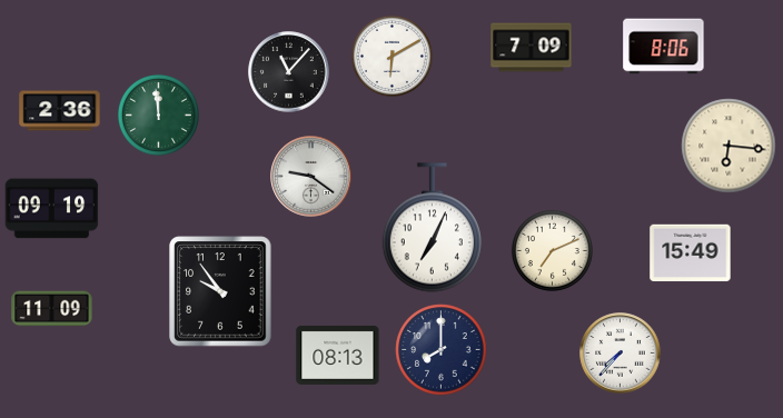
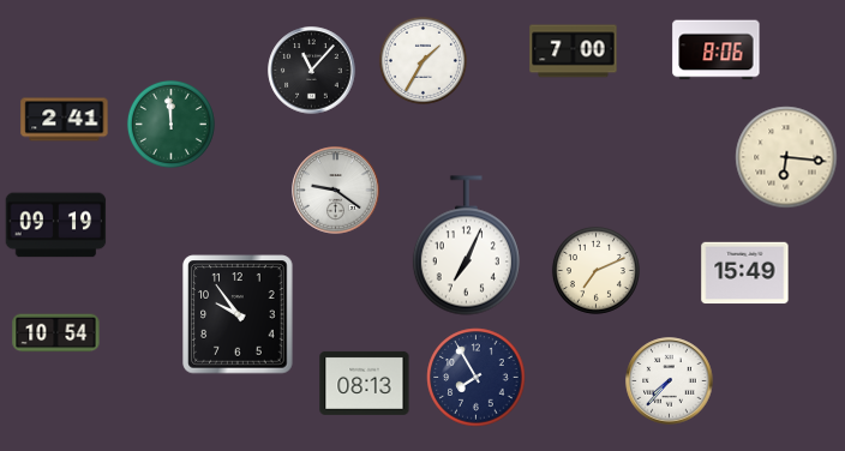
clock at (532, 48): 7:09 -> 7:00
clock at (391, 56): 6:10 -> 1:35
clock at (289, 72) position: (289, 72) -> (312, 71)
clock at (60, 111): 2:36 -> 2:41
clock at (52, 309): 11:09 -> 10:54
clock at (442, 350): 8:00 -> 7:55
